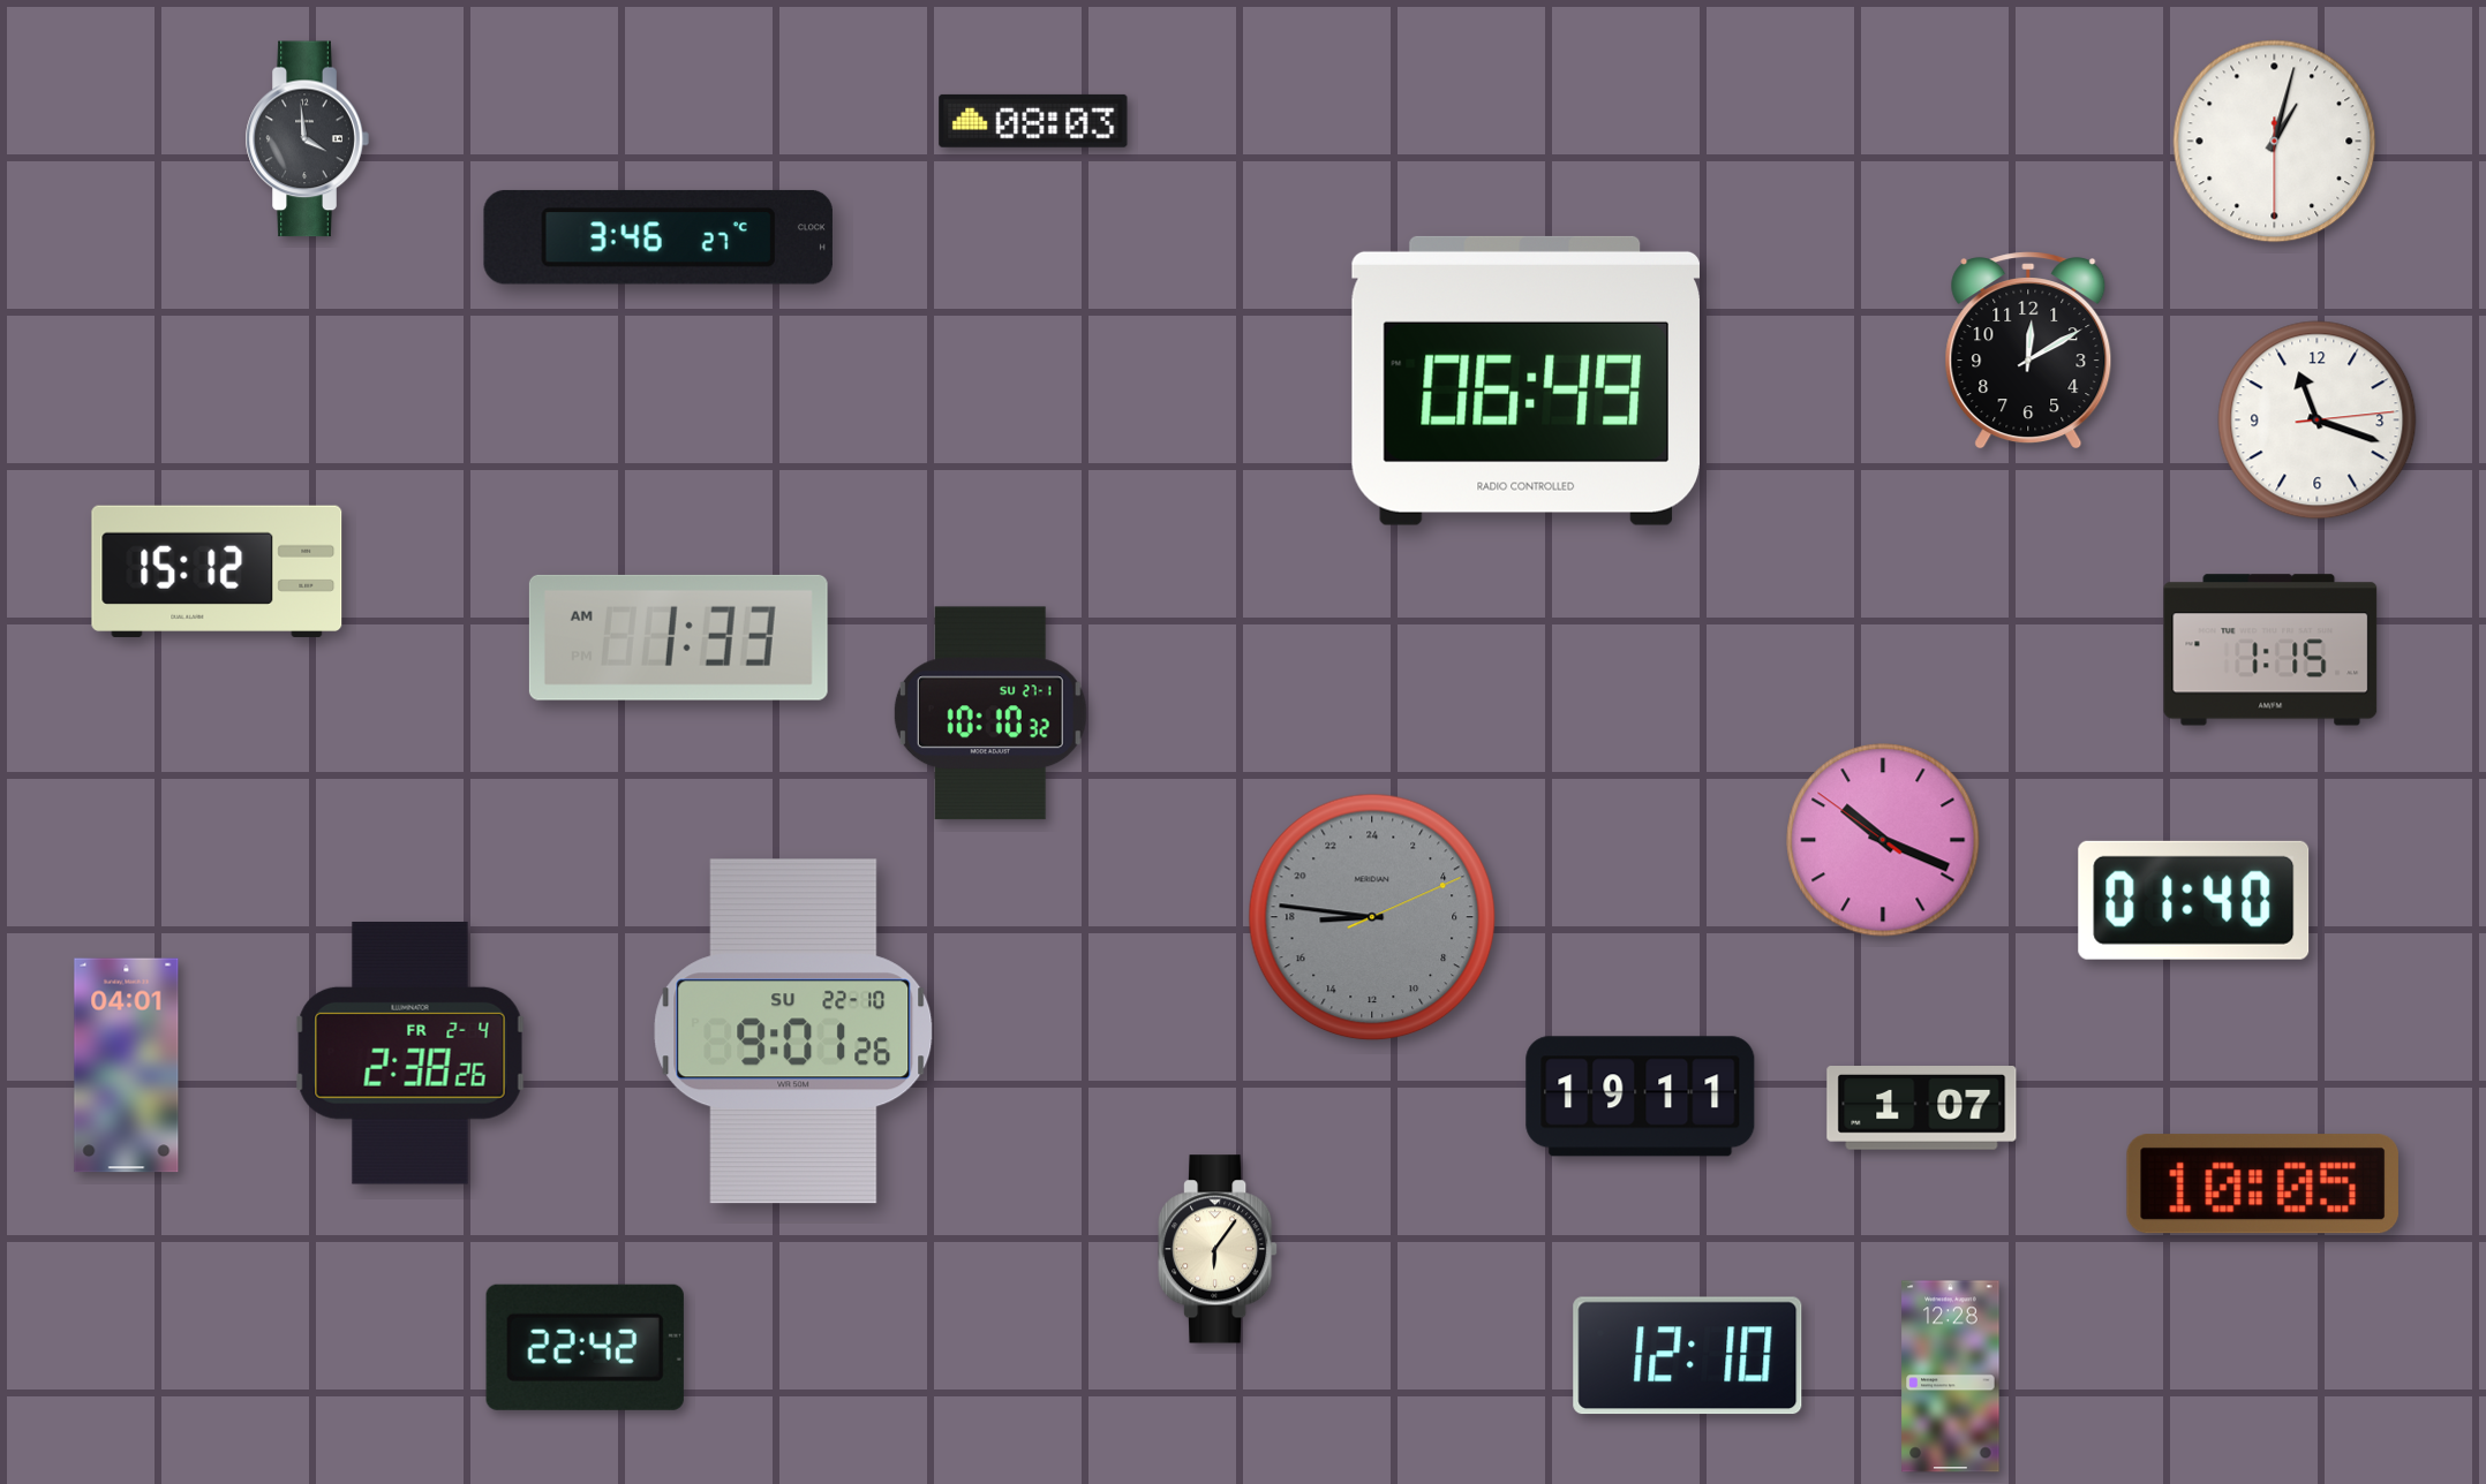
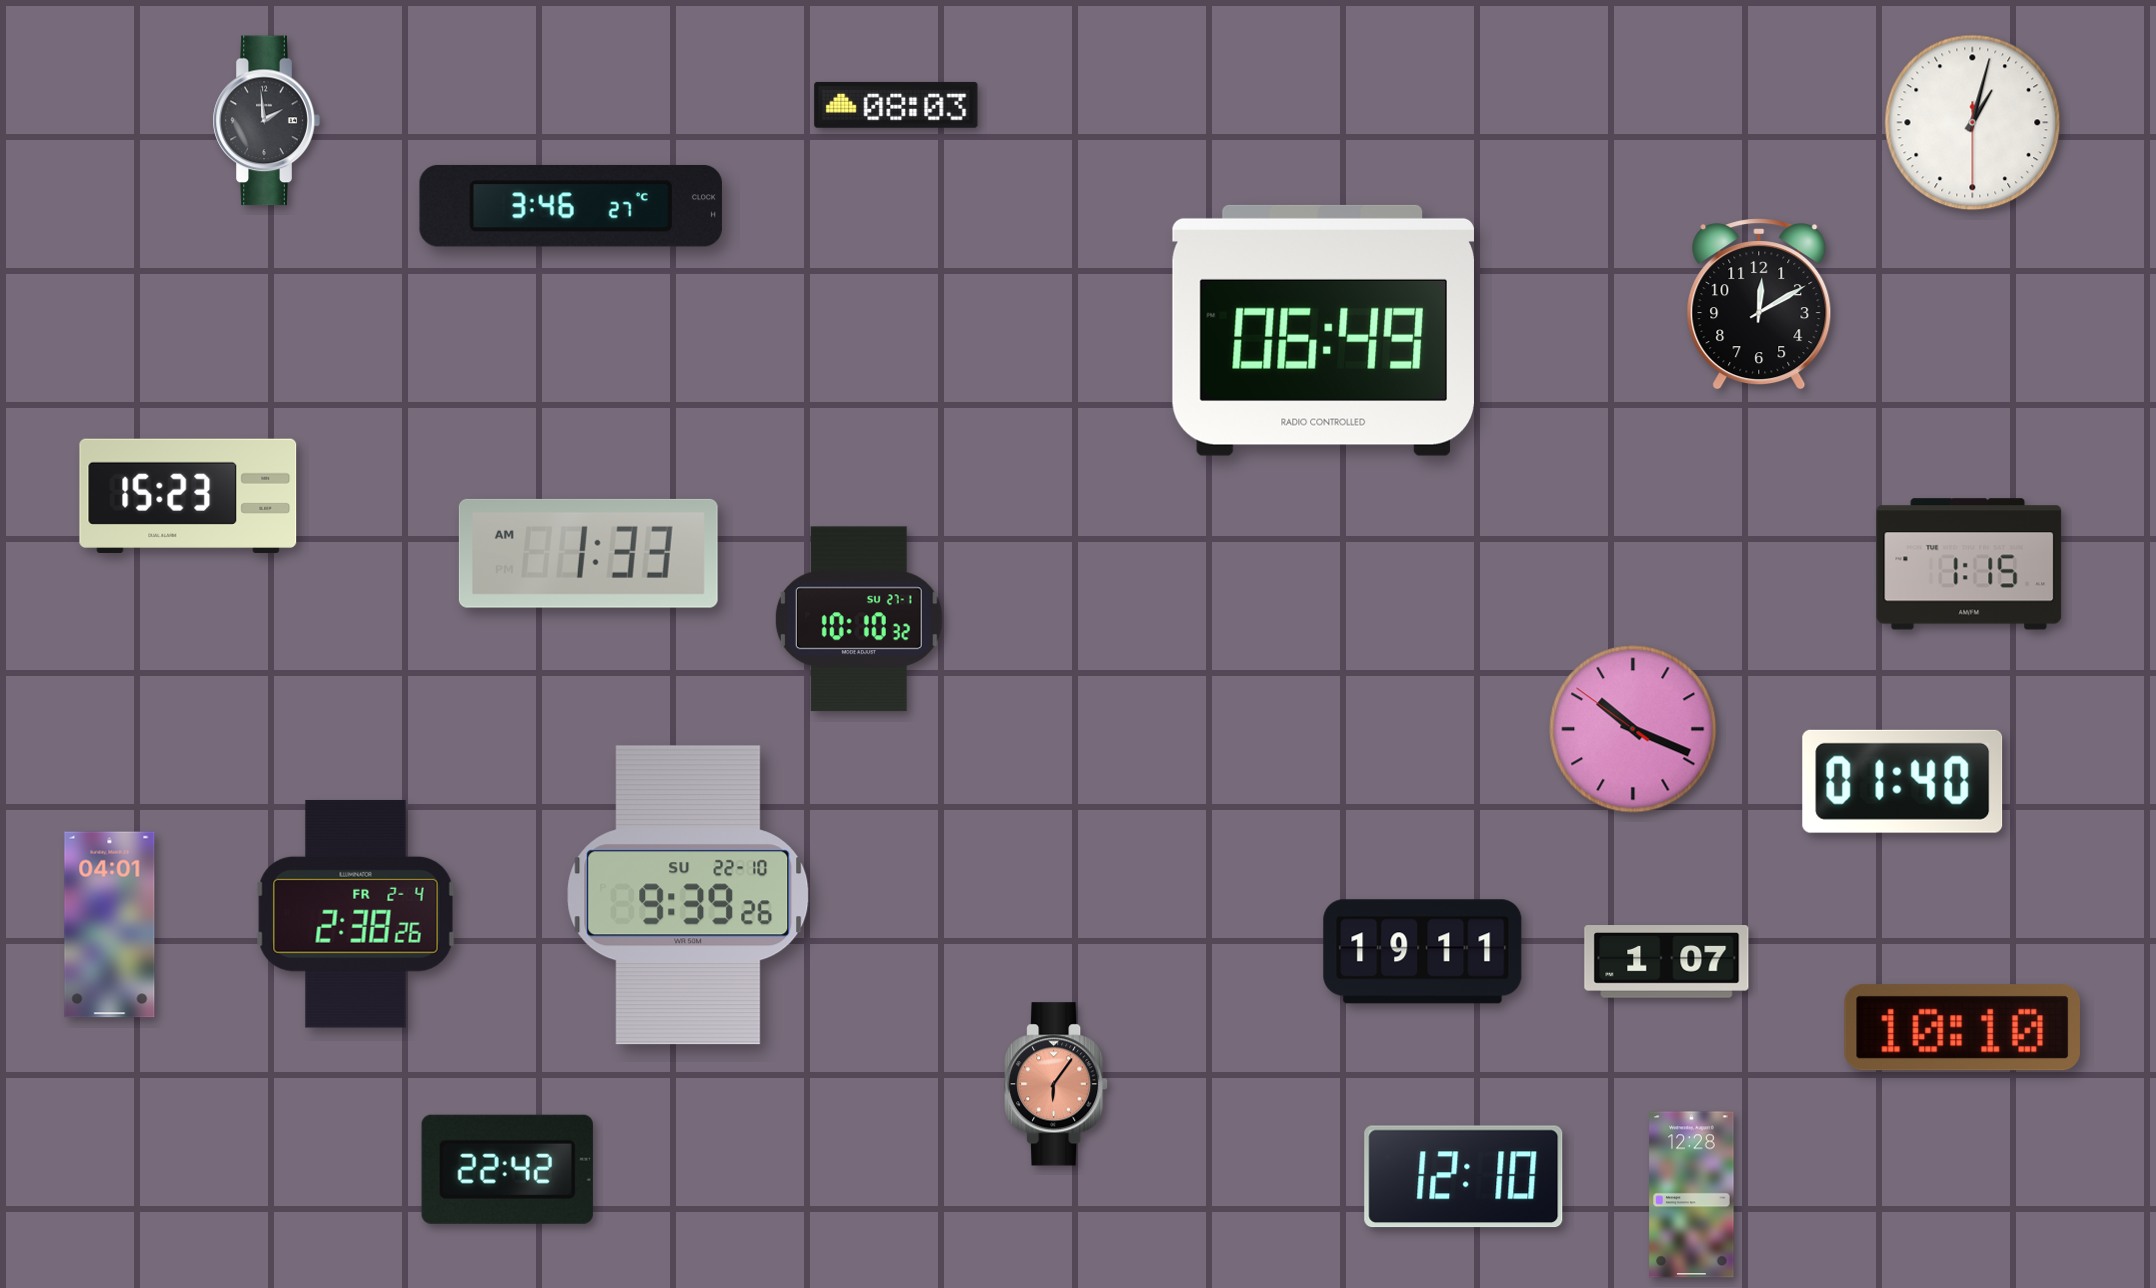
clock at (307, 139): 3:59 -> 1:59
clock at (2318, 421): 11:18 -> none
clock at (217, 571): 15:12 -> 15:23
clock at (1372, 917): 17:46 -> none
clock at (793, 1031): 9:01 -> 9:39
clock at (2262, 1184): 10:05 -> 10:10
clock at (1218, 1249) dial: cream -> salmon
